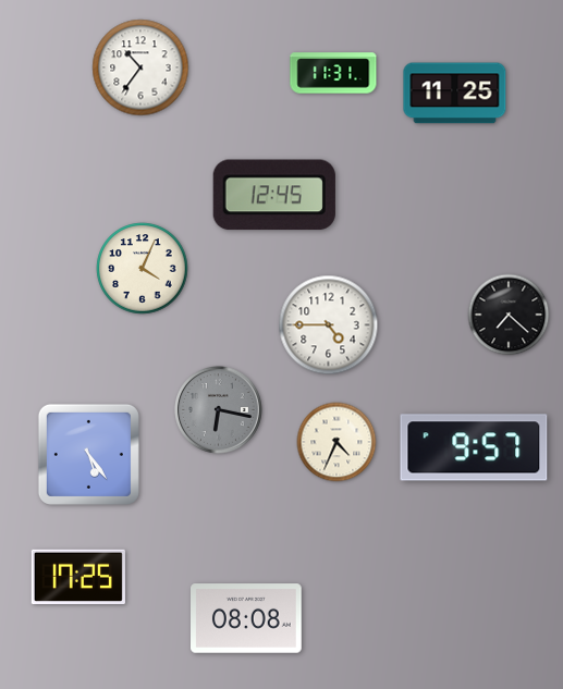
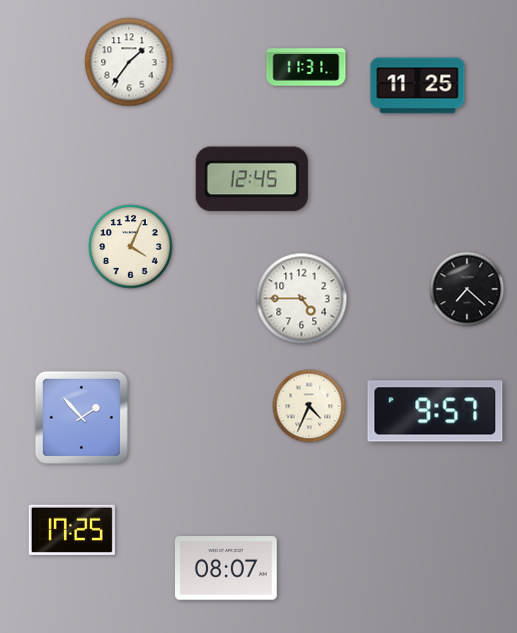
clock at (140, 67): 10:36 -> 1:36
clock at (219, 410): 6:17 -> none
clock at (88, 454): 5:24 -> 1:53
clock at (247, 618): 08:08 -> 08:07
